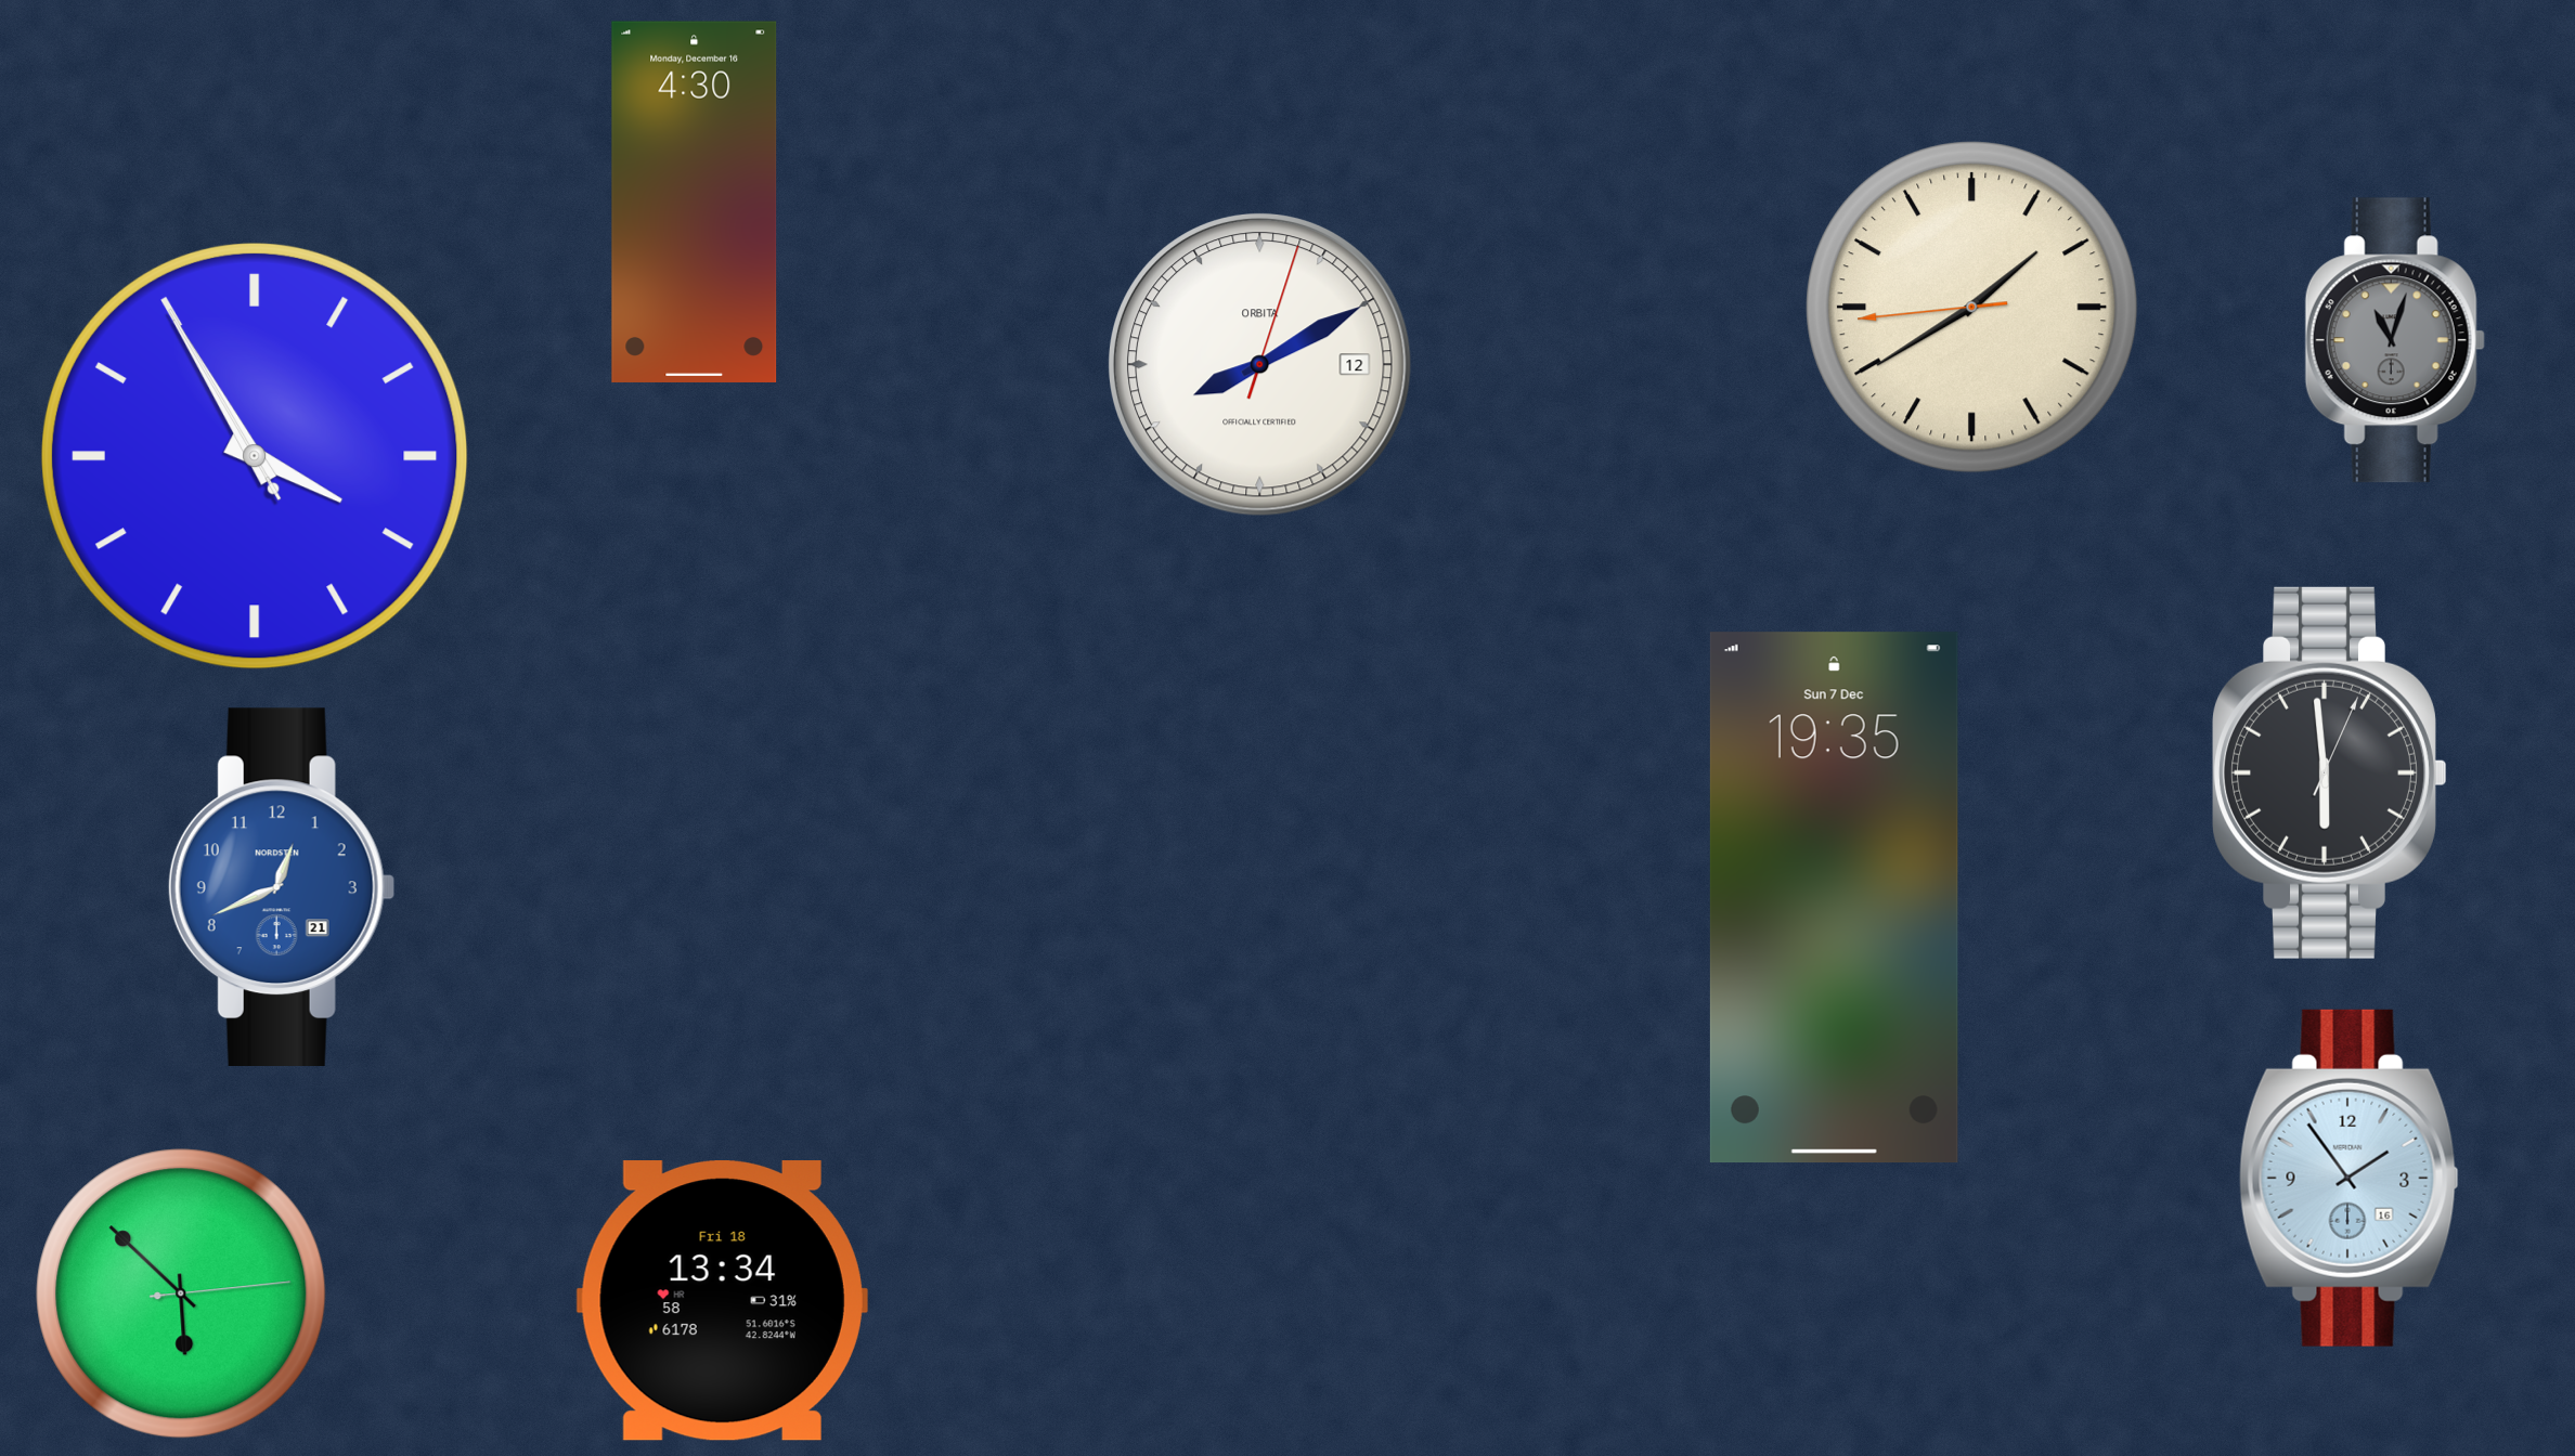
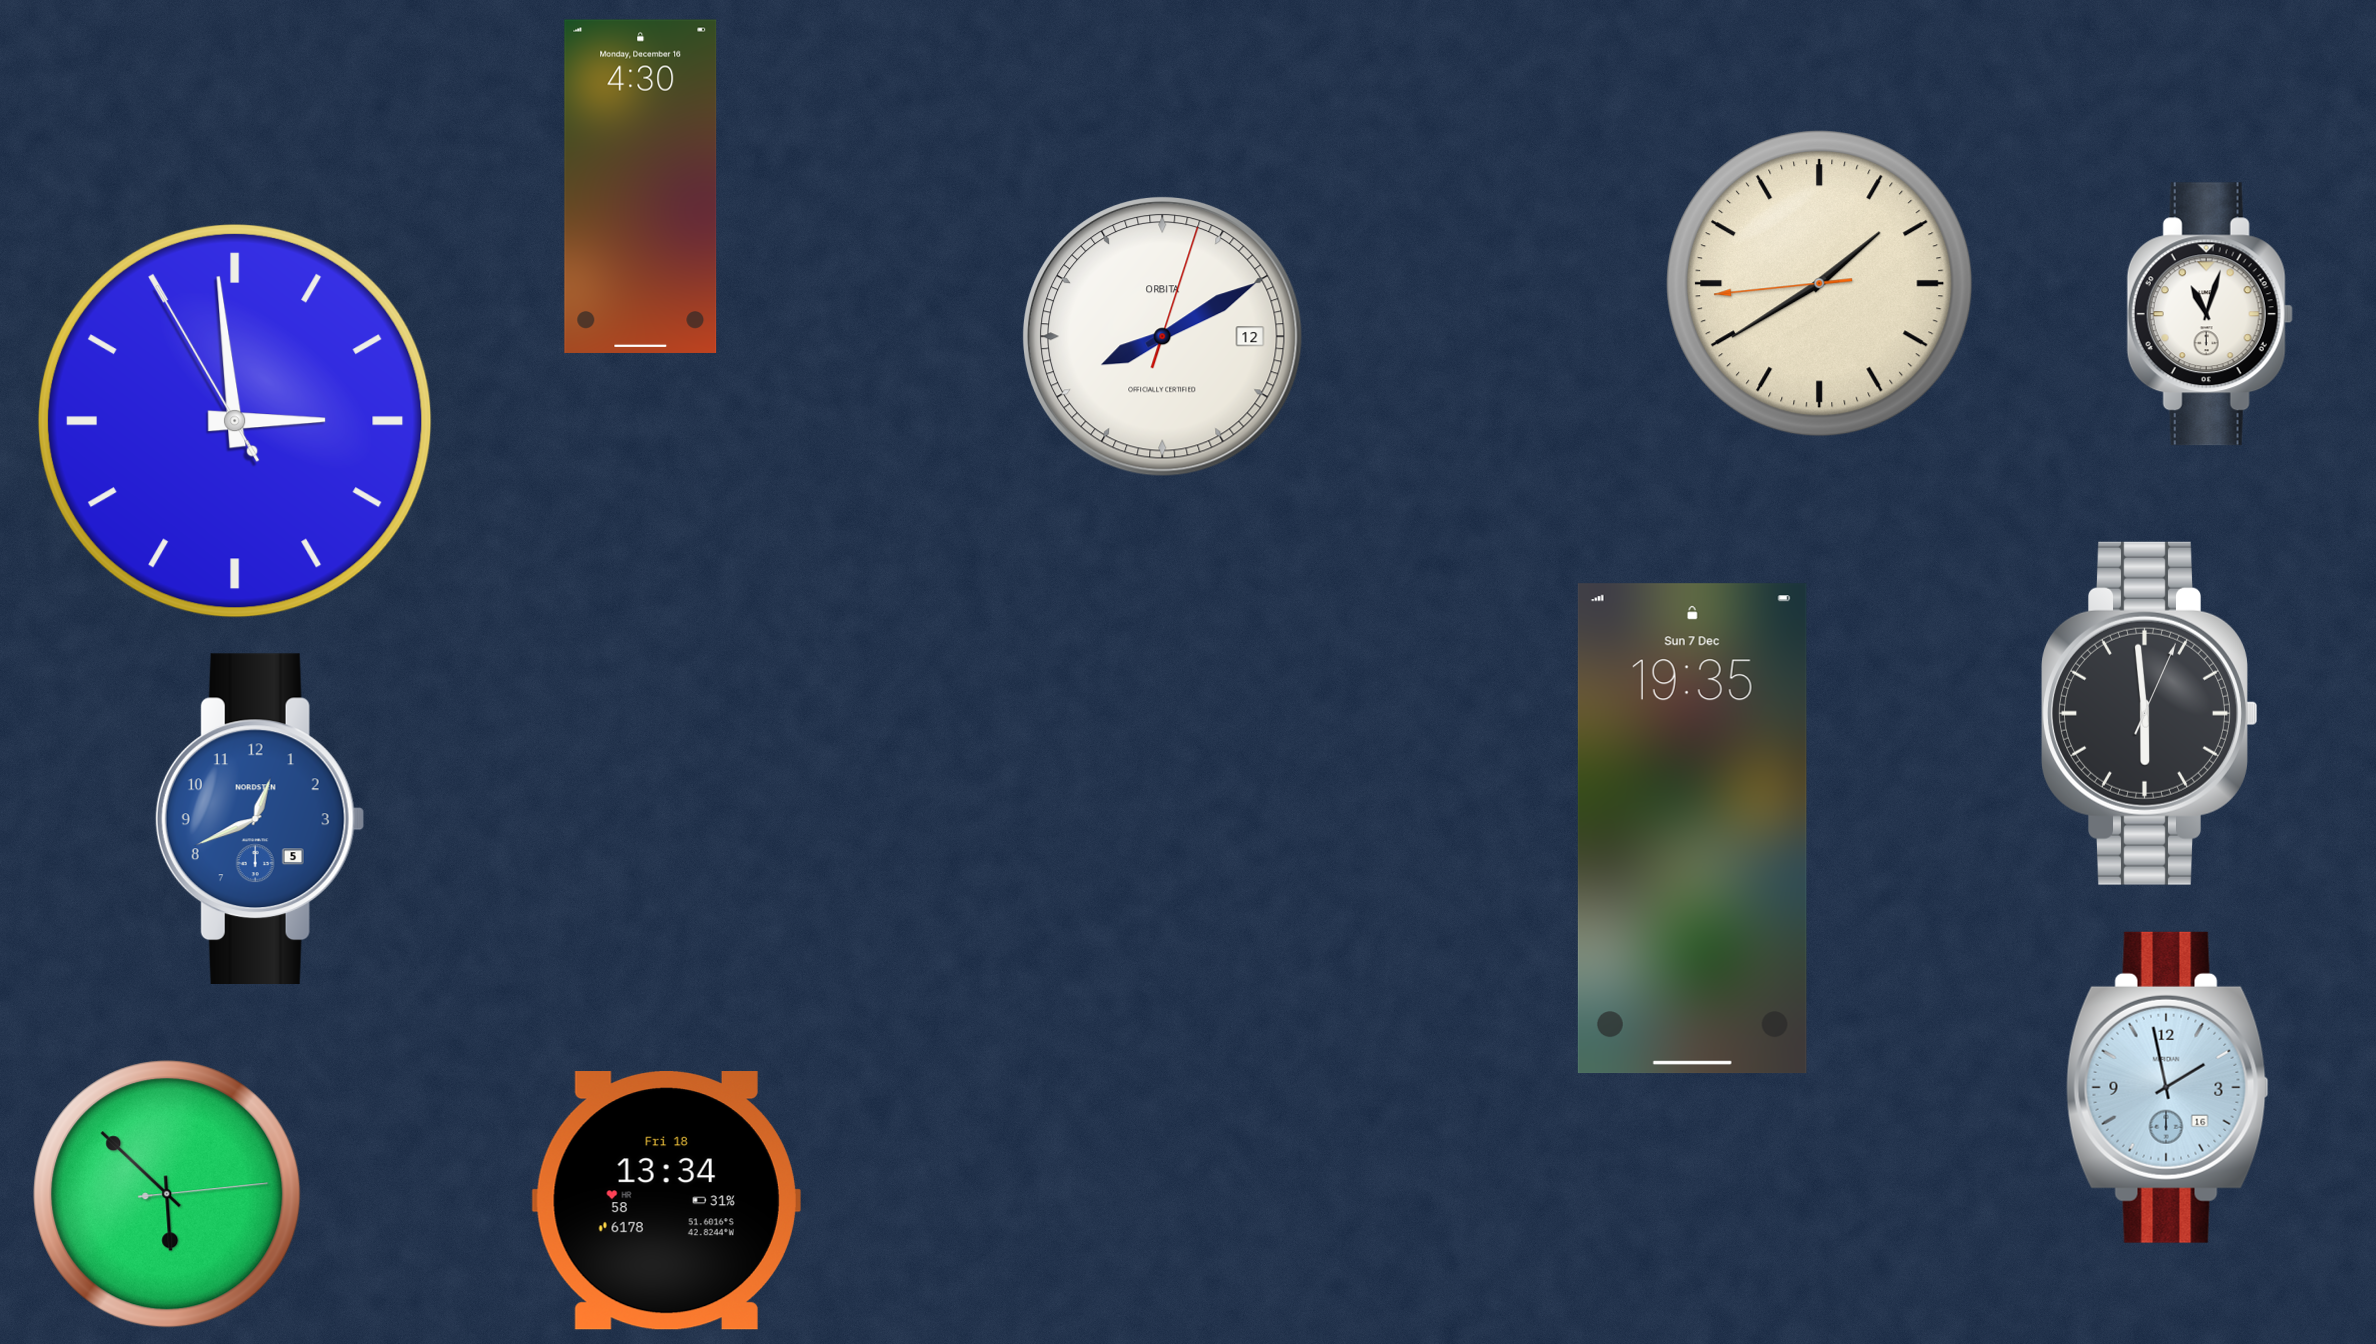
clock at (2395, 340) dial: grey -> white
clock at (255, 456): 3:54 -> 2:58
clock at (282, 886) date: 21 -> 5
clock at (2348, 1178): 1:54 -> 1:58
